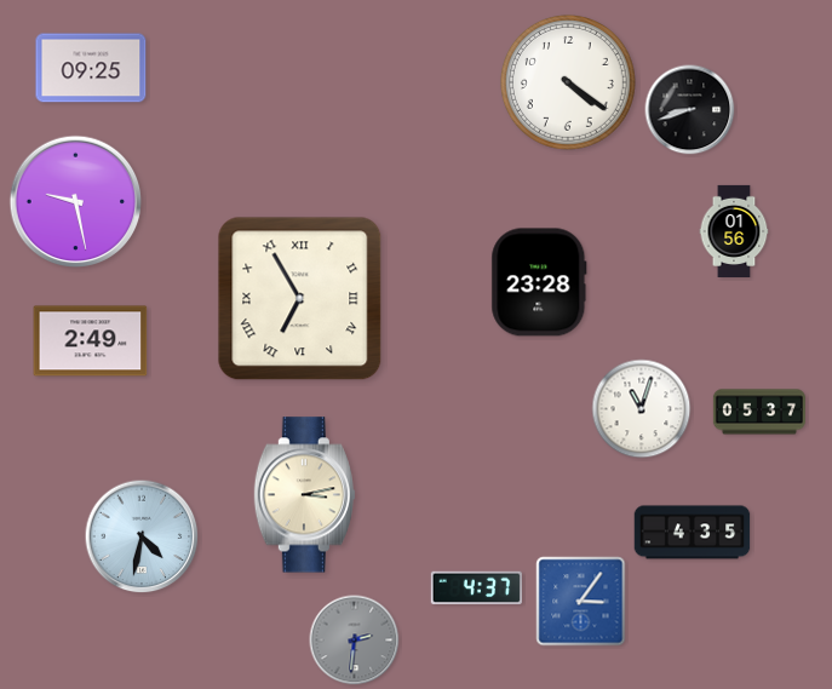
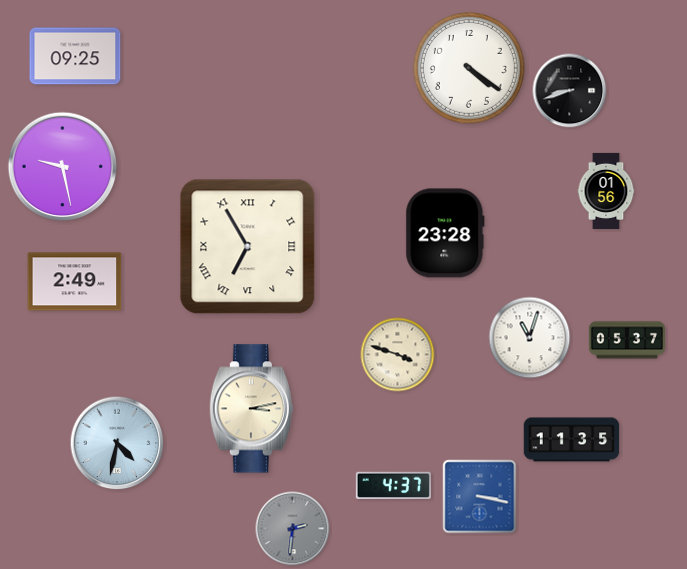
clock at (398, 355): none -> 3:48
clock at (693, 533): 4:35 -> 11:35
clock at (581, 602): 3:06 -> 3:17
